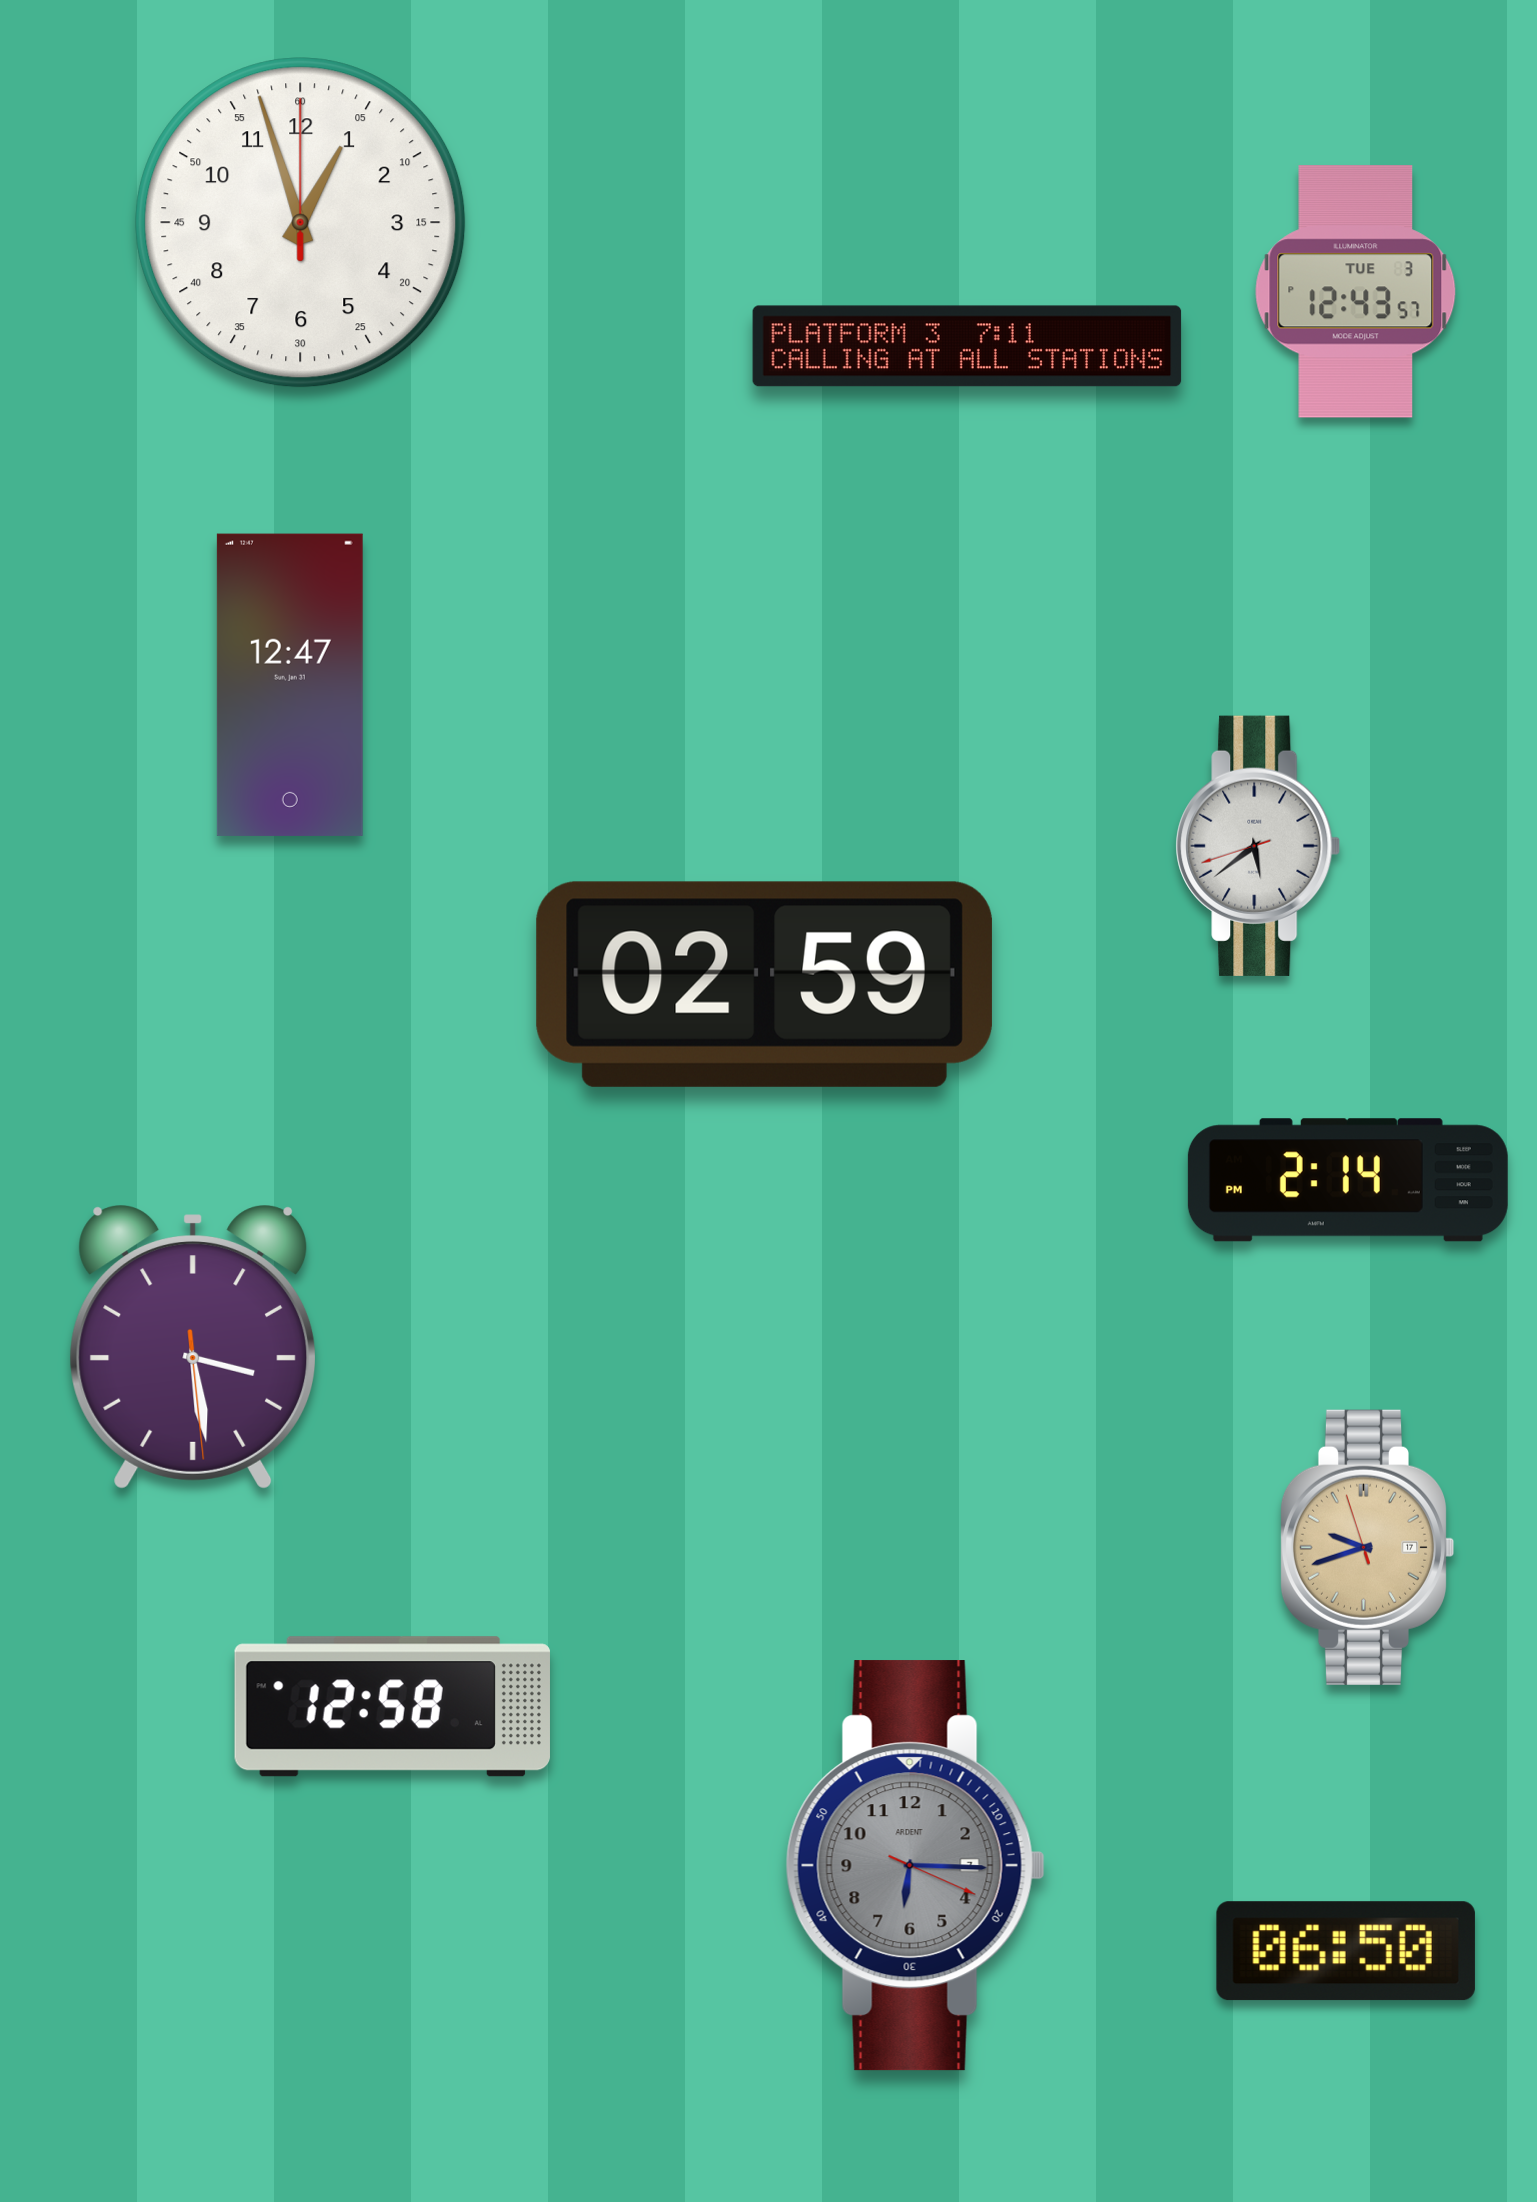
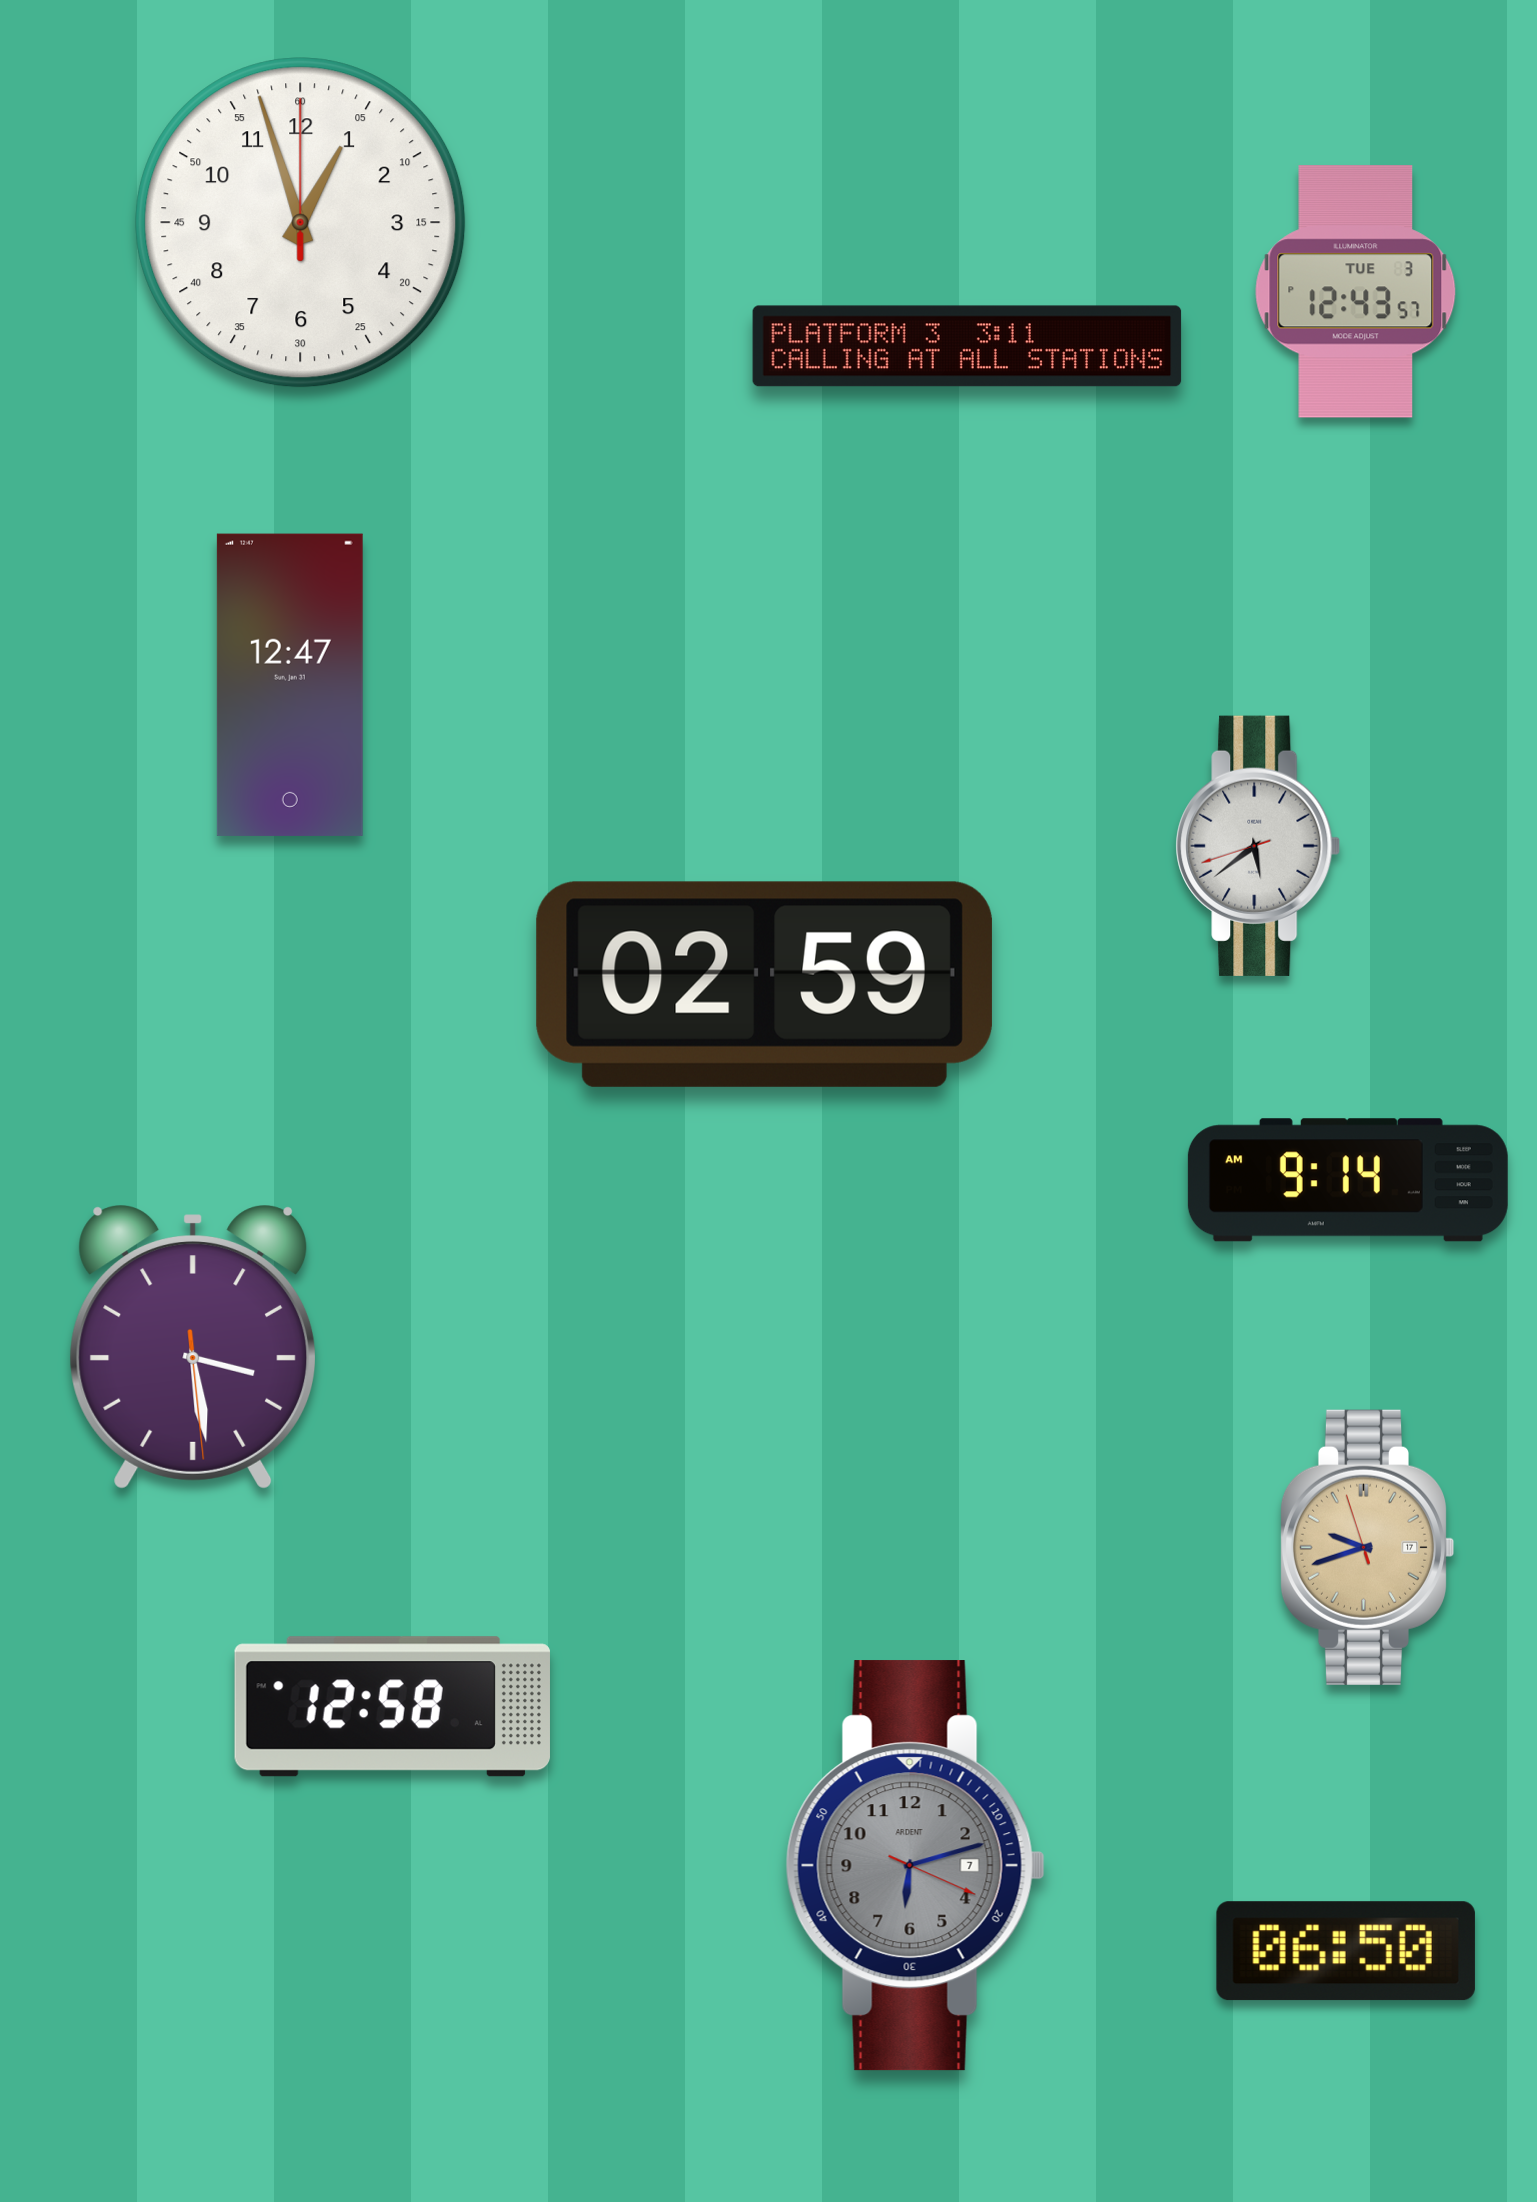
clock at (967, 346): 7:11 -> 3:11
clock at (1348, 1180): 2:14 -> 9:14
clock at (915, 1866): 6:15 -> 6:12
